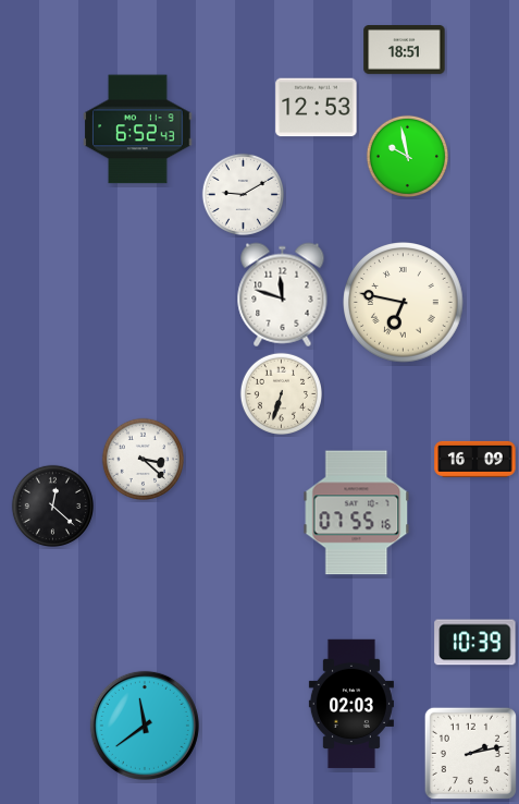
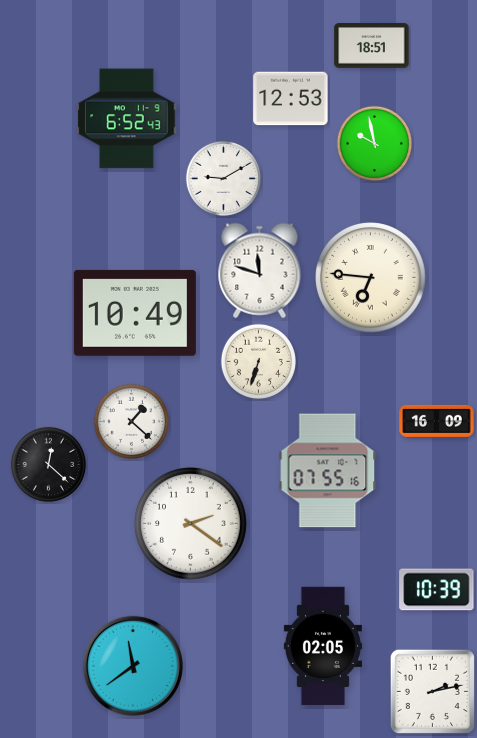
clock at (404, 303): 6:47 -> 6:46
clock at (135, 313): none -> 10:49
clock at (143, 459): 3:22 -> 1:22
clock at (191, 524): none -> 2:21
clock at (351, 704): 02:03 -> 02:05
